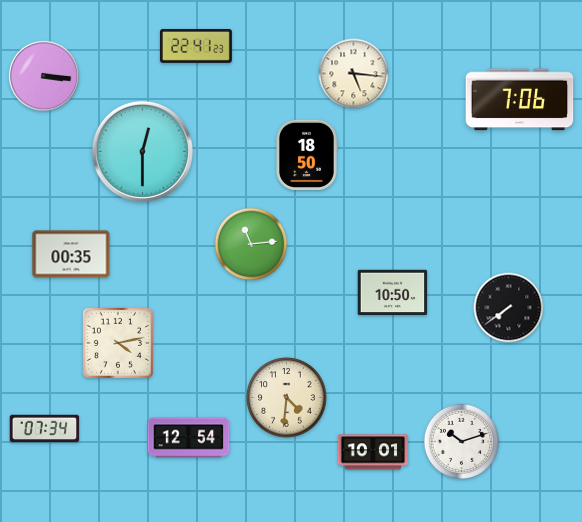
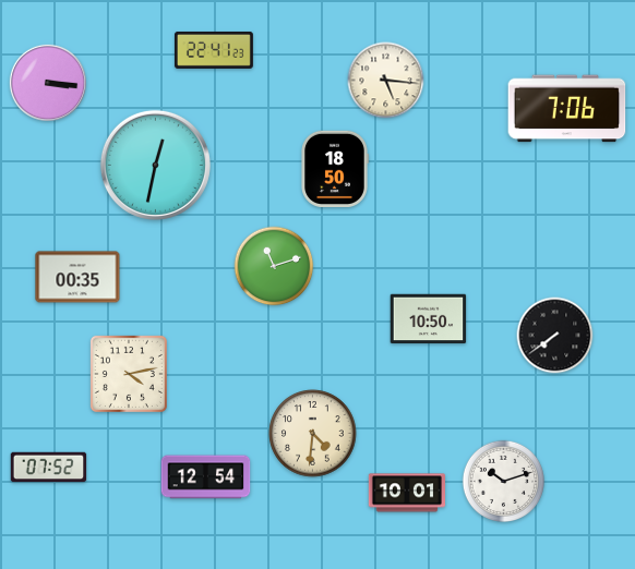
clock at (142, 151): 12:30 -> 12:32
clock at (251, 244): 11:14 -> 11:12
clock at (45, 429): 07:34 -> 07:52
